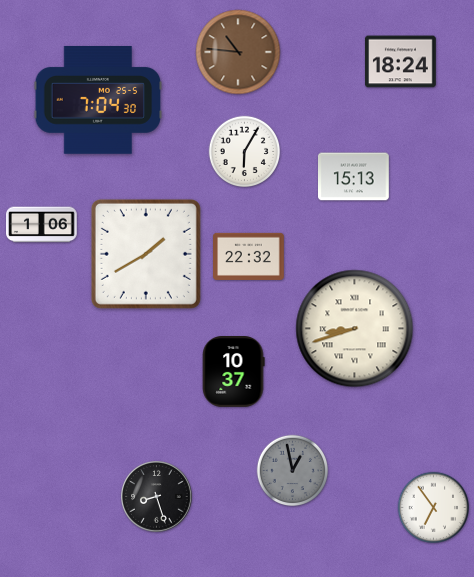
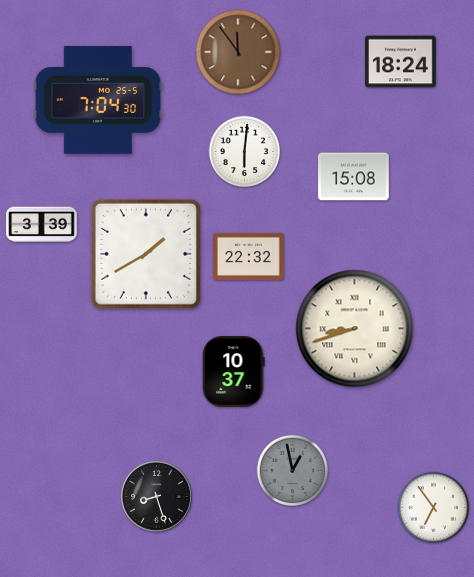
clock at (238, 52): 10:46 -> 11:54
clock at (245, 152): 6:05 -> 6:01
clock at (354, 177): 15:13 -> 15:08
clock at (42, 225): 1:06 -> 3:39
